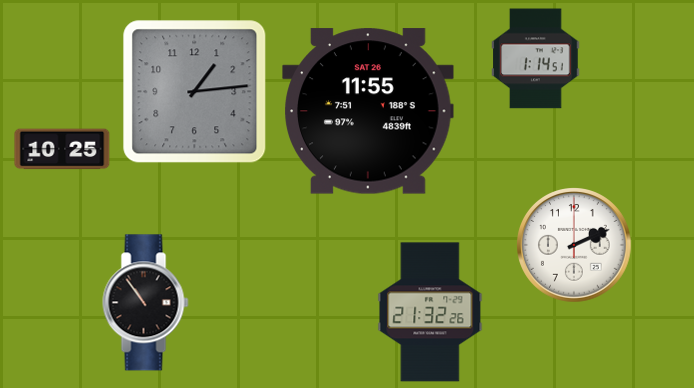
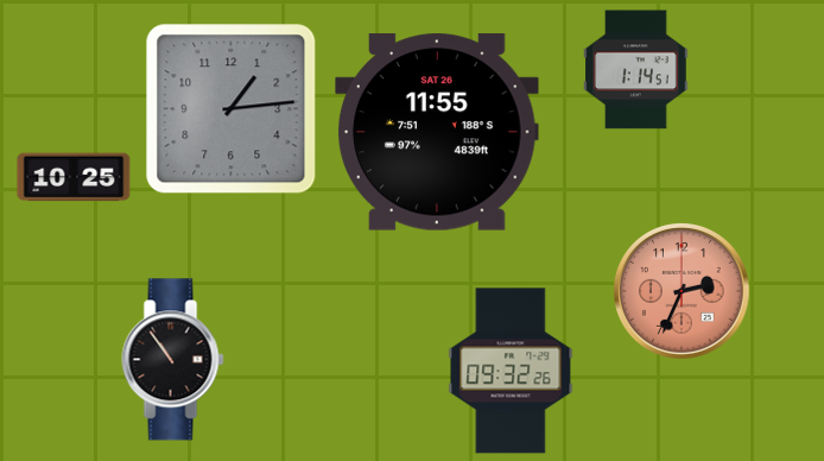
clock at (575, 246): 2:11 -> 2:34
clock at (575, 246) dial: white -> salmon
clock at (430, 312): 21:32 -> 09:32
